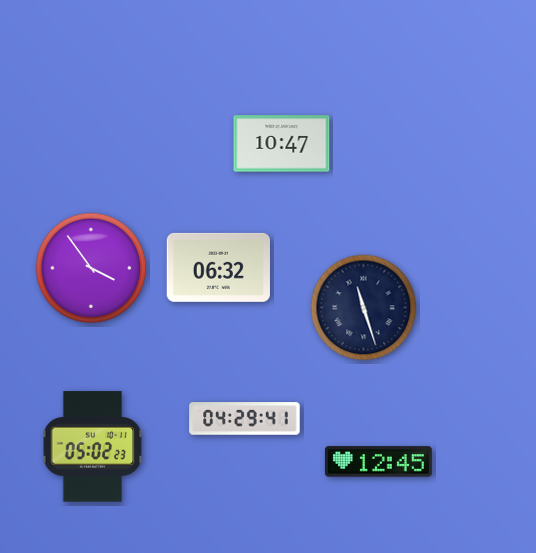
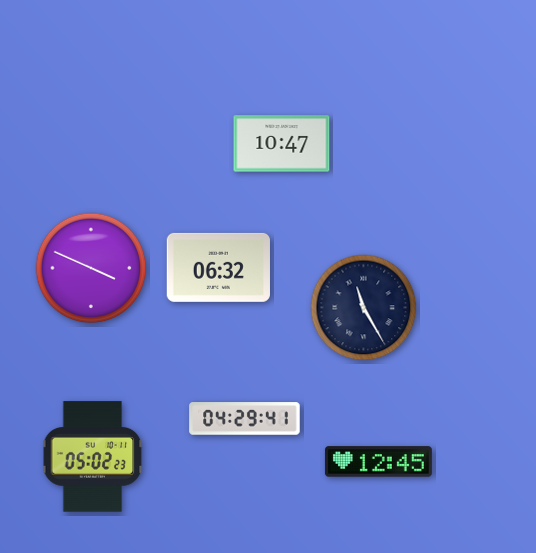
clock at (91, 268): 3:54 -> 3:49
clock at (364, 308): 11:27 -> 11:25
clock at (93, 447) position: (93, 447) -> (93, 457)
